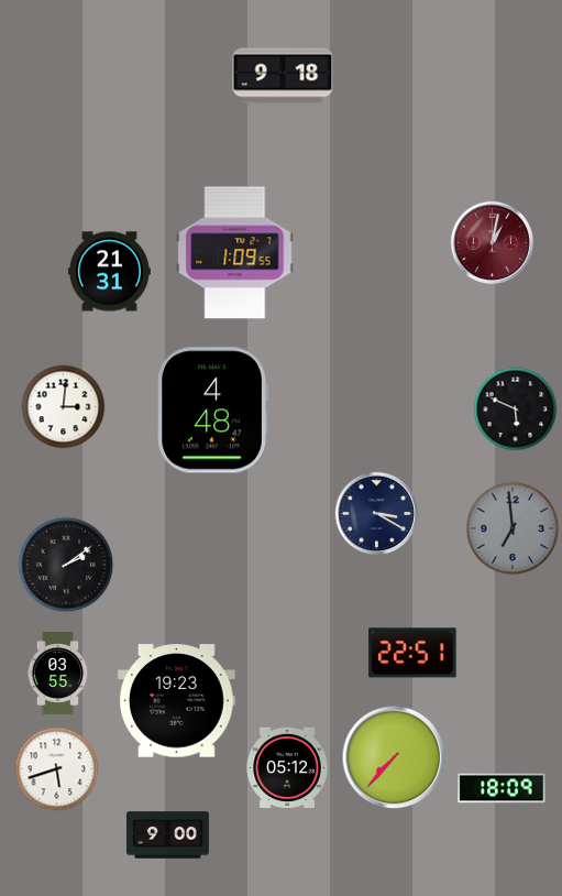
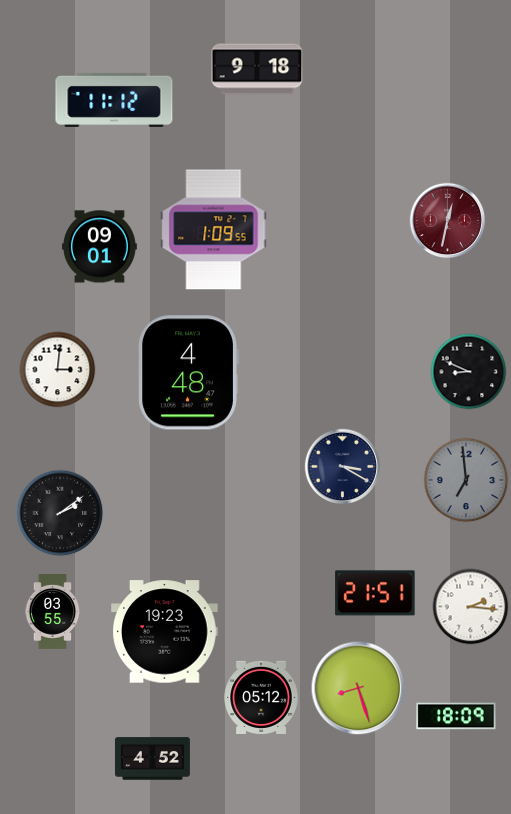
clock at (114, 100): none -> 11:12
clock at (493, 243): 1:02 -> 12:32
clock at (109, 272): 21:31 -> 09:01
clock at (516, 409): 5:49 -> 8:49
clock at (212, 411) position: (212, 411) -> (188, 373)
clock at (412, 653): 22:51 -> 21:51
clock at (471, 607): none -> 2:16
clock at (177, 701) position: (177, 701) -> (165, 632)
clock at (394, 757): 7:37 -> 8:27
clock at (57, 769): 5:42 -> none
clock at (167, 835): 9:00 -> 4:52
